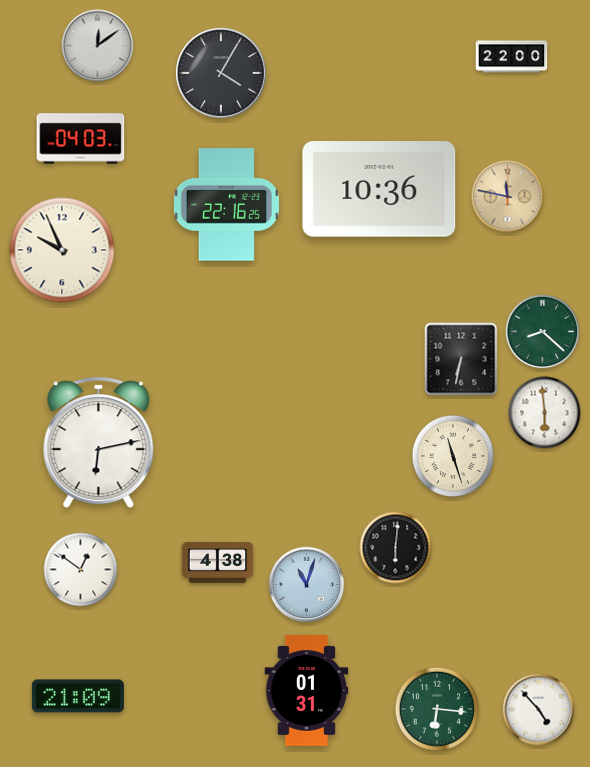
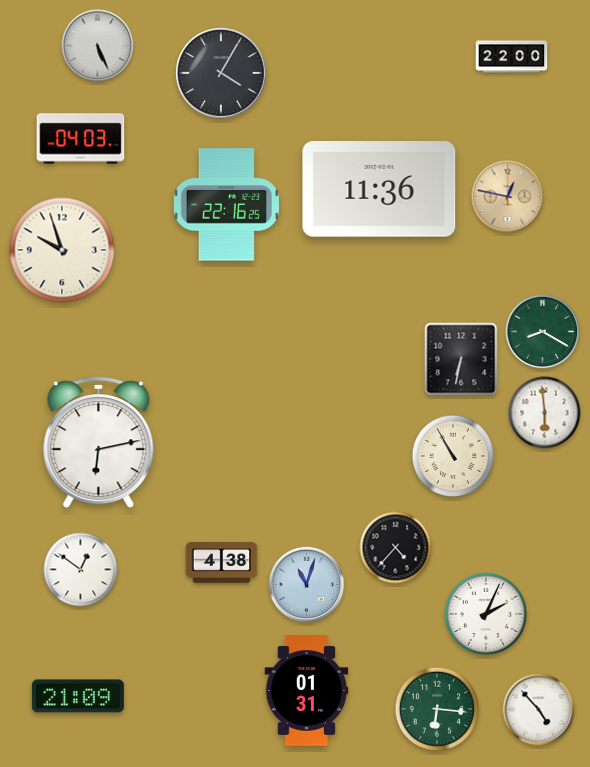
clock at (98, 46): 12:09 -> 5:26
clock at (379, 189): 10:36 -> 11:36
clock at (508, 197): 11:47 -> 12:47
clock at (62, 250): 9:56 -> 9:57
clock at (543, 332): 8:22 -> 8:20
clock at (453, 456): 11:27 -> 10:55
clock at (396, 548): 6:01 -> 4:37
clock at (218, 563) position: (218, 563) -> (222, 563)
clock at (486, 614): none -> 2:04
